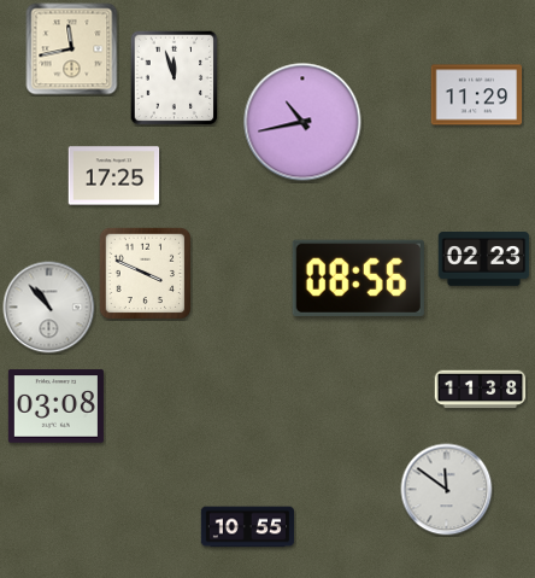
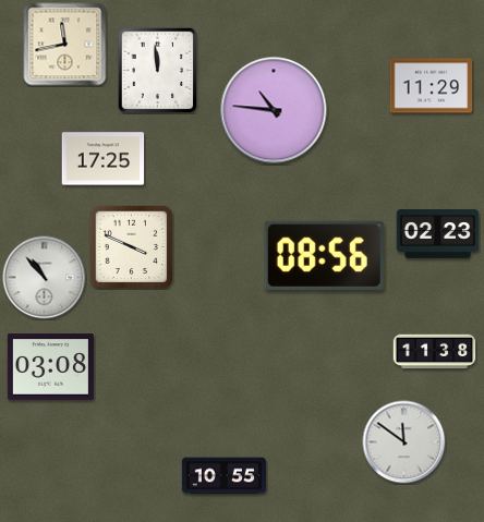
clock at (175, 78): 11:57 -> 11:59
clock at (302, 122): 10:43 -> 10:46
clock at (358, 278) position: (358, 278) -> (324, 255)
